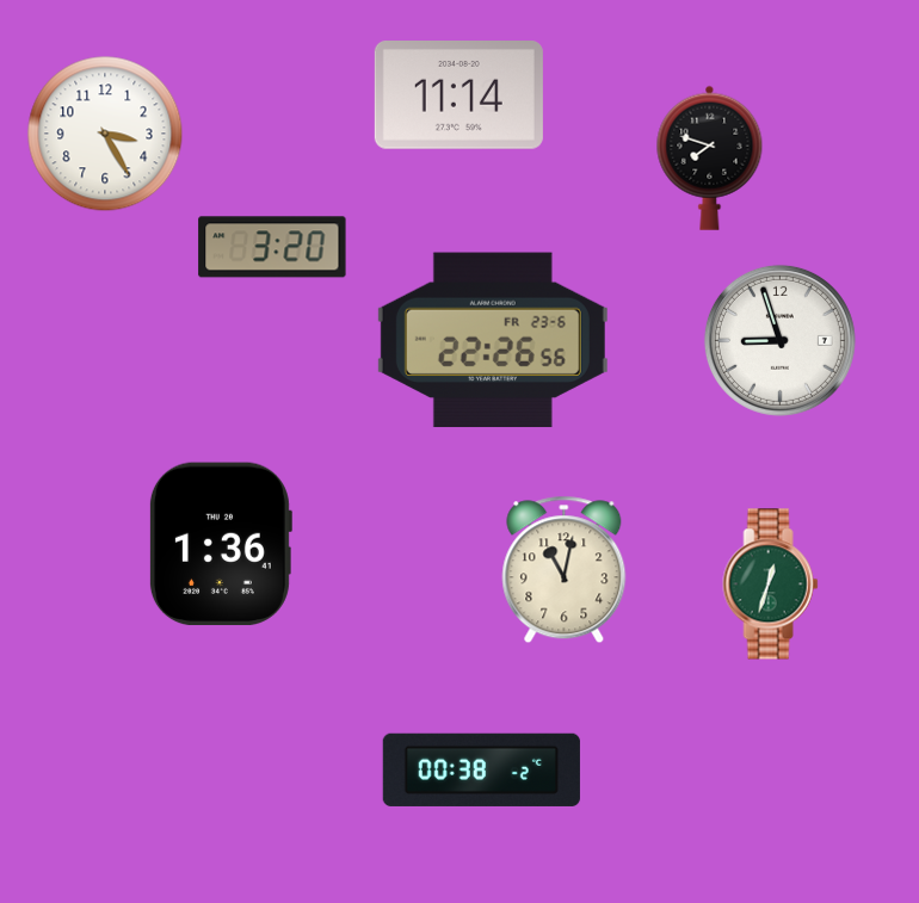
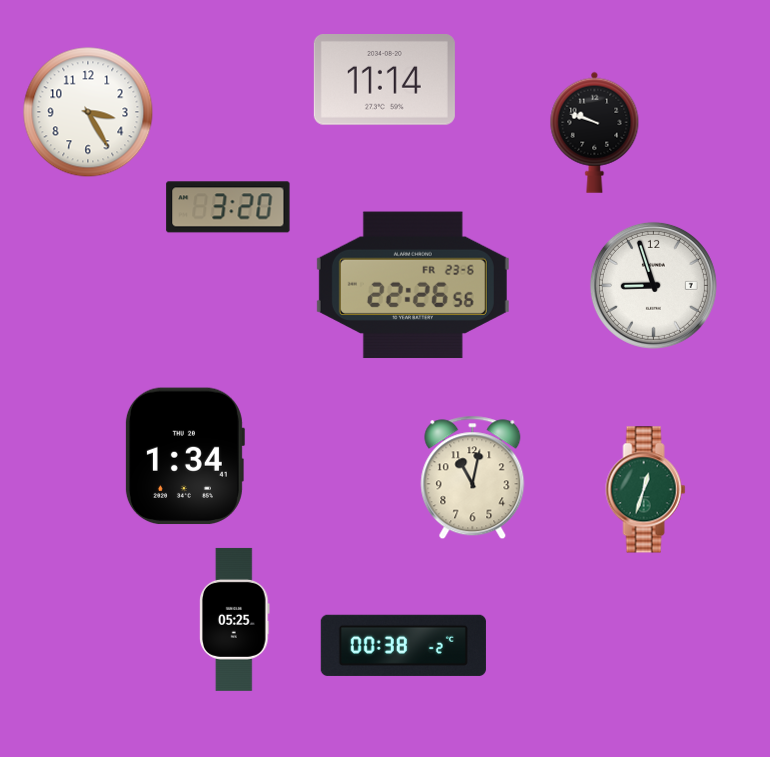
clock at (710, 157): 7:48 -> 9:48
clock at (220, 544): 1:36 -> 1:34
clock at (235, 619): none -> 05:25
